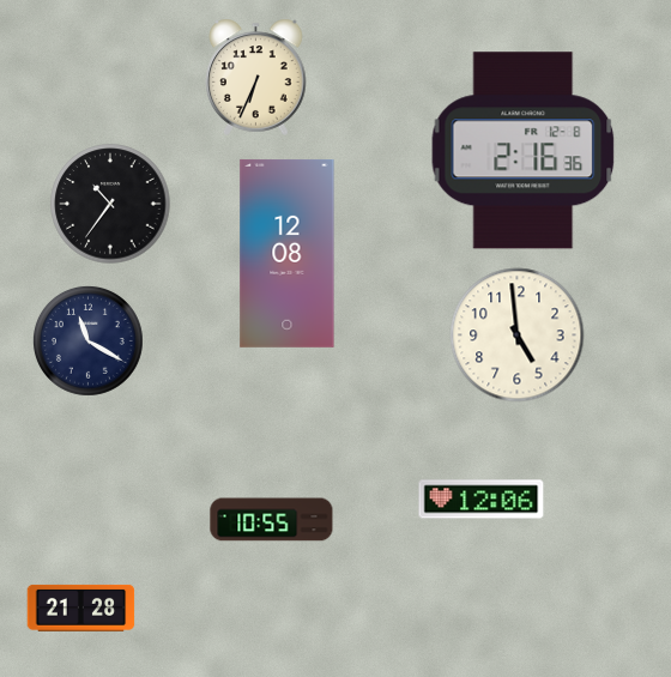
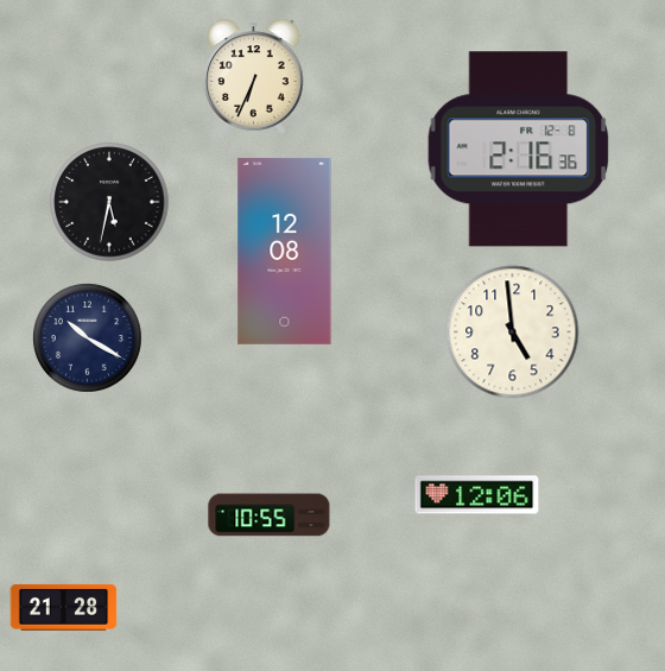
clock at (110, 204): 10:36 -> 5:32
clock at (89, 341): 11:20 -> 10:20
clock at (81, 608) position: (81, 608) -> (64, 607)
